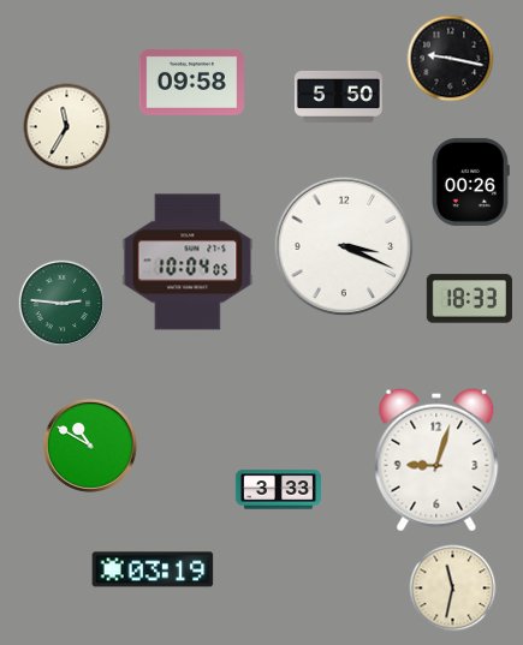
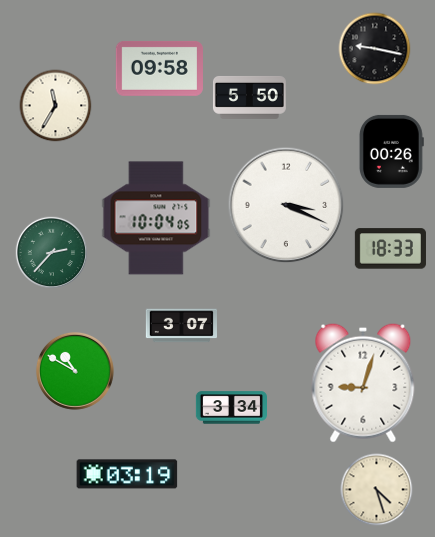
clock at (338, 96) position: (338, 96) -> (249, 97)
clock at (61, 303): 2:46 -> 2:37
clock at (181, 326): none -> 3:07
clock at (278, 490): 3:33 -> 3:34
clock at (453, 589): 11:32 -> 4:27
